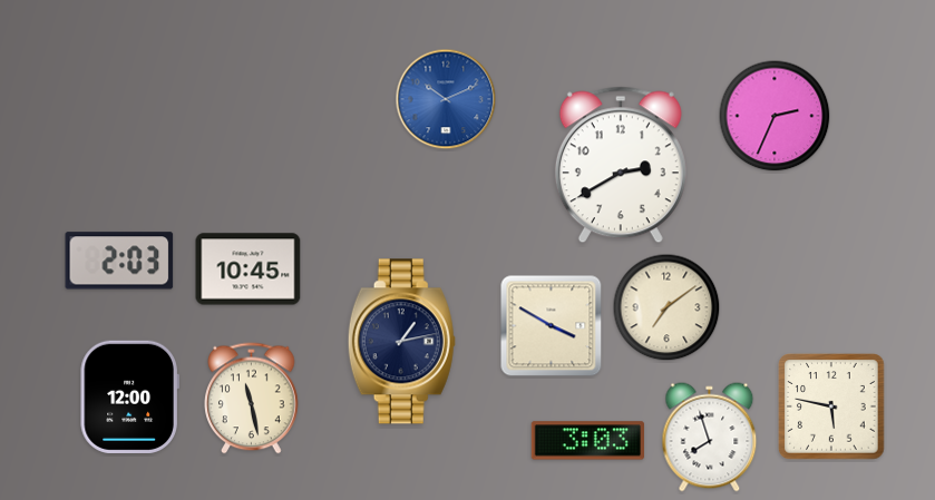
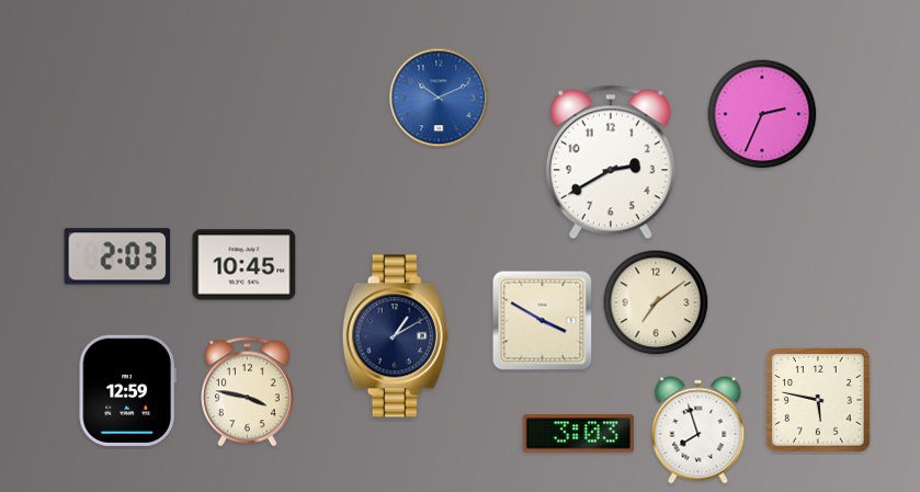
clock at (401, 342): 1:13 -> 1:10
clock at (129, 396): 12:00 -> 12:59
clock at (252, 399): 11:28 -> 3:47
